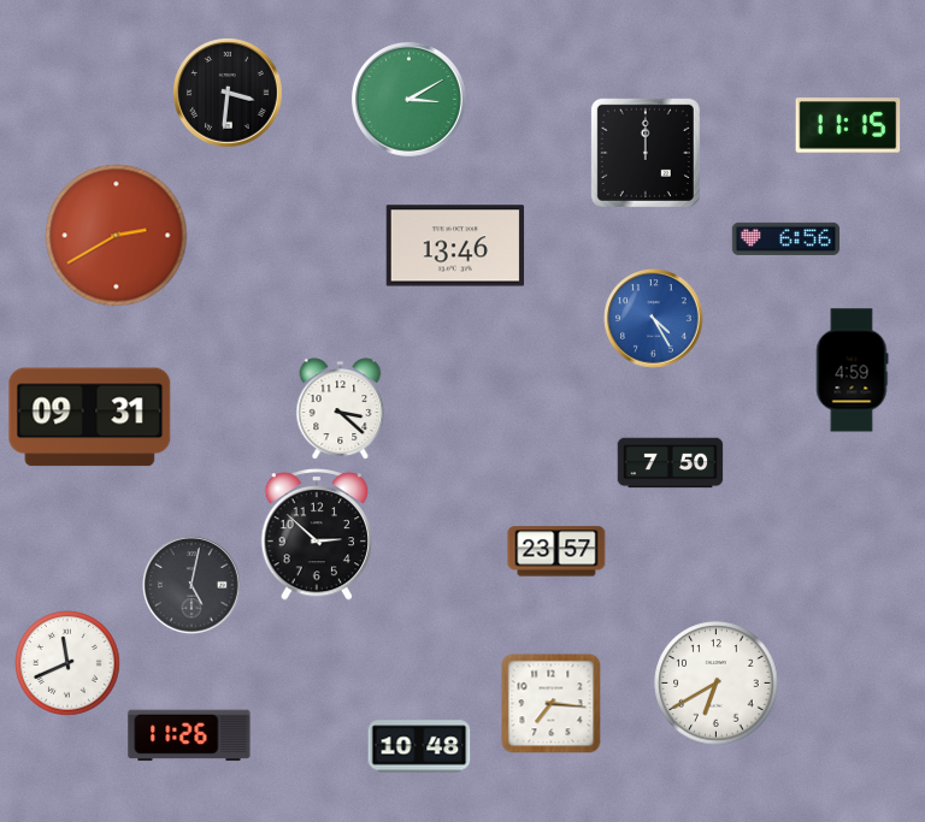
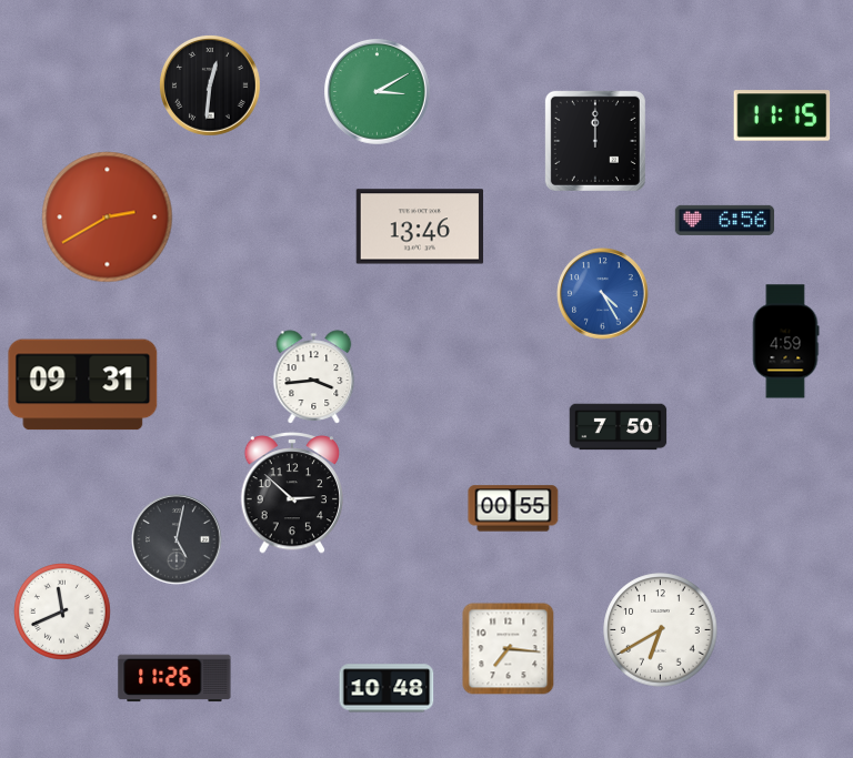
clock at (229, 94): 3:31 -> 12:31
clock at (341, 409): 3:22 -> 3:44
clock at (556, 551): 23:57 -> 00:55
